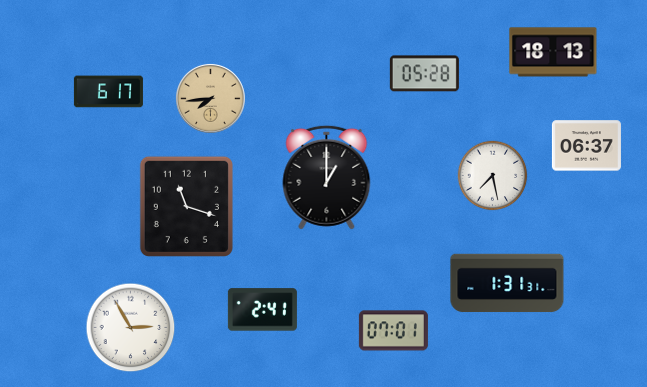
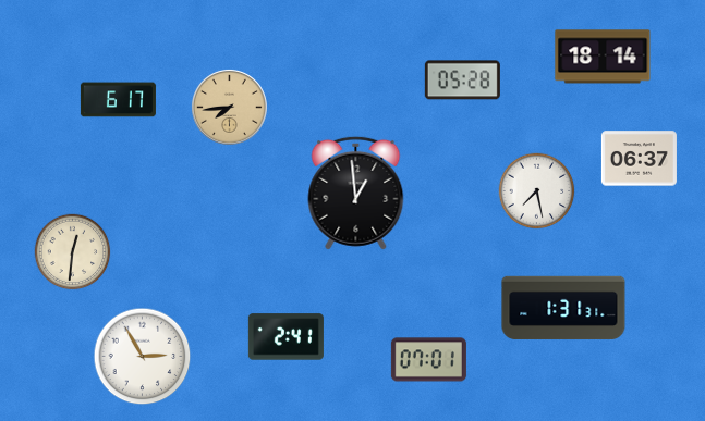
clock at (553, 52): 18:13 -> 18:14
clock at (327, 177): 1:00 -> 12:59
clock at (186, 206): 11:18 -> none
clock at (73, 252): none -> 12:31
clock at (507, 283) position: (507, 283) -> (563, 308)
